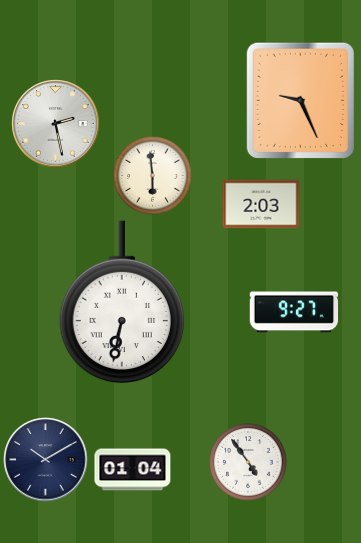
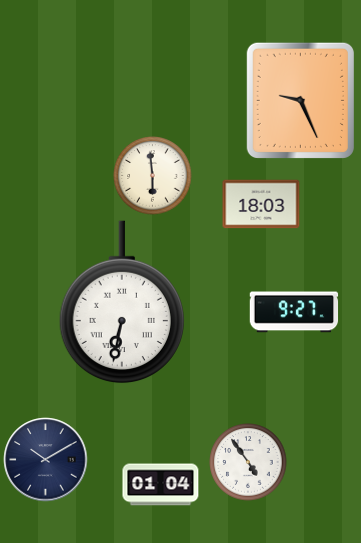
clock at (56, 124): 2:28 -> none
clock at (261, 204): 2:03 -> 18:03
clock at (133, 470) position: (133, 470) -> (161, 485)
